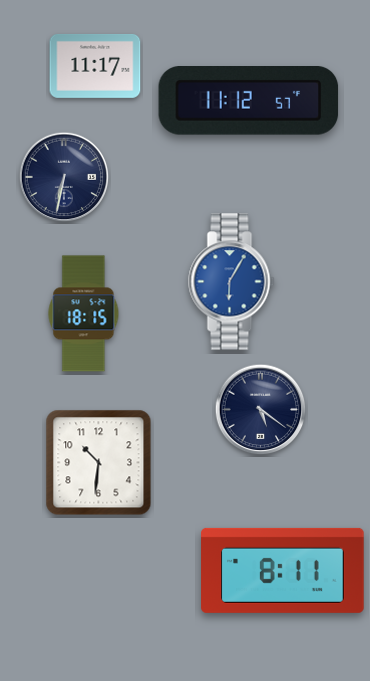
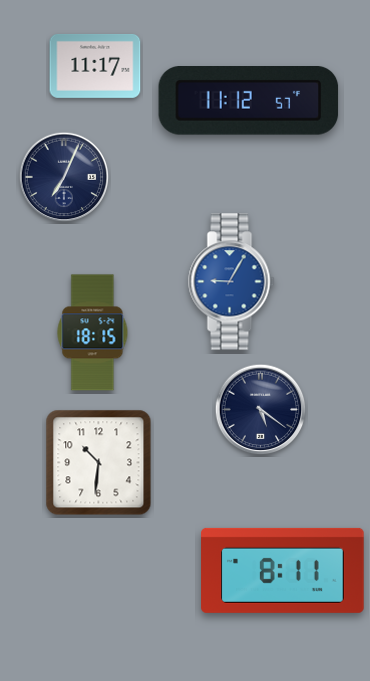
clock at (64, 177): 6:32 -> 7:04
clock at (232, 282): 6:05 -> 9:05
clock at (84, 314) position: (84, 314) -> (93, 333)
